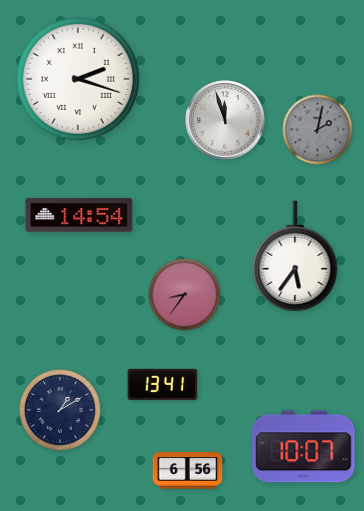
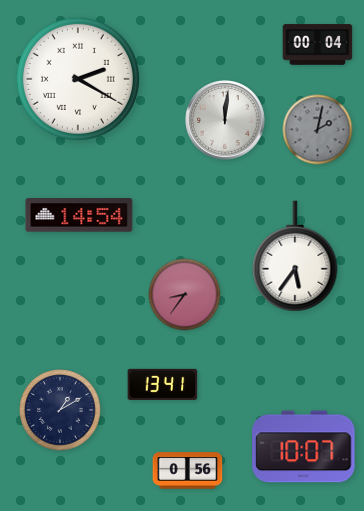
clock at (318, 45): none -> 00:04
clock at (78, 79): 2:18 -> 2:20
clock at (225, 120): 11:57 -> 12:01
clock at (188, 471): 6:56 -> 0:56
